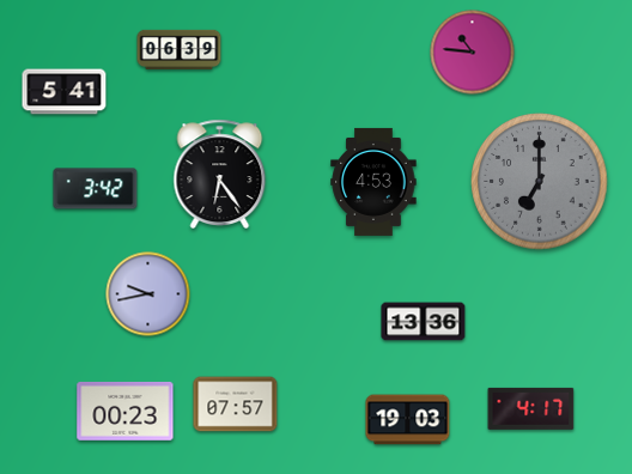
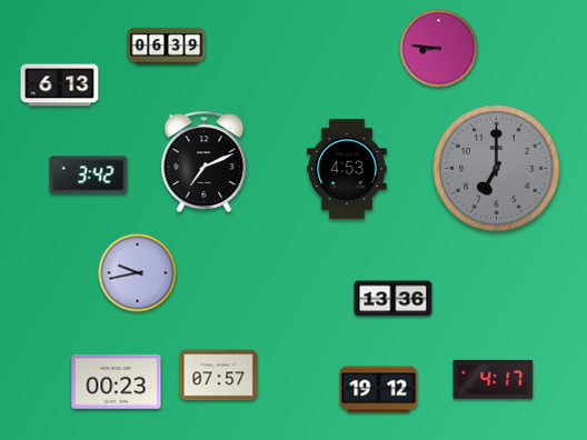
clock at (473, 53): 10:46 -> 8:46
clock at (65, 92): 5:41 -> 6:13
clock at (220, 174): 6:24 -> 7:11
clock at (540, 182) position: (540, 182) -> (497, 169)
clock at (408, 420): 19:03 -> 19:12
